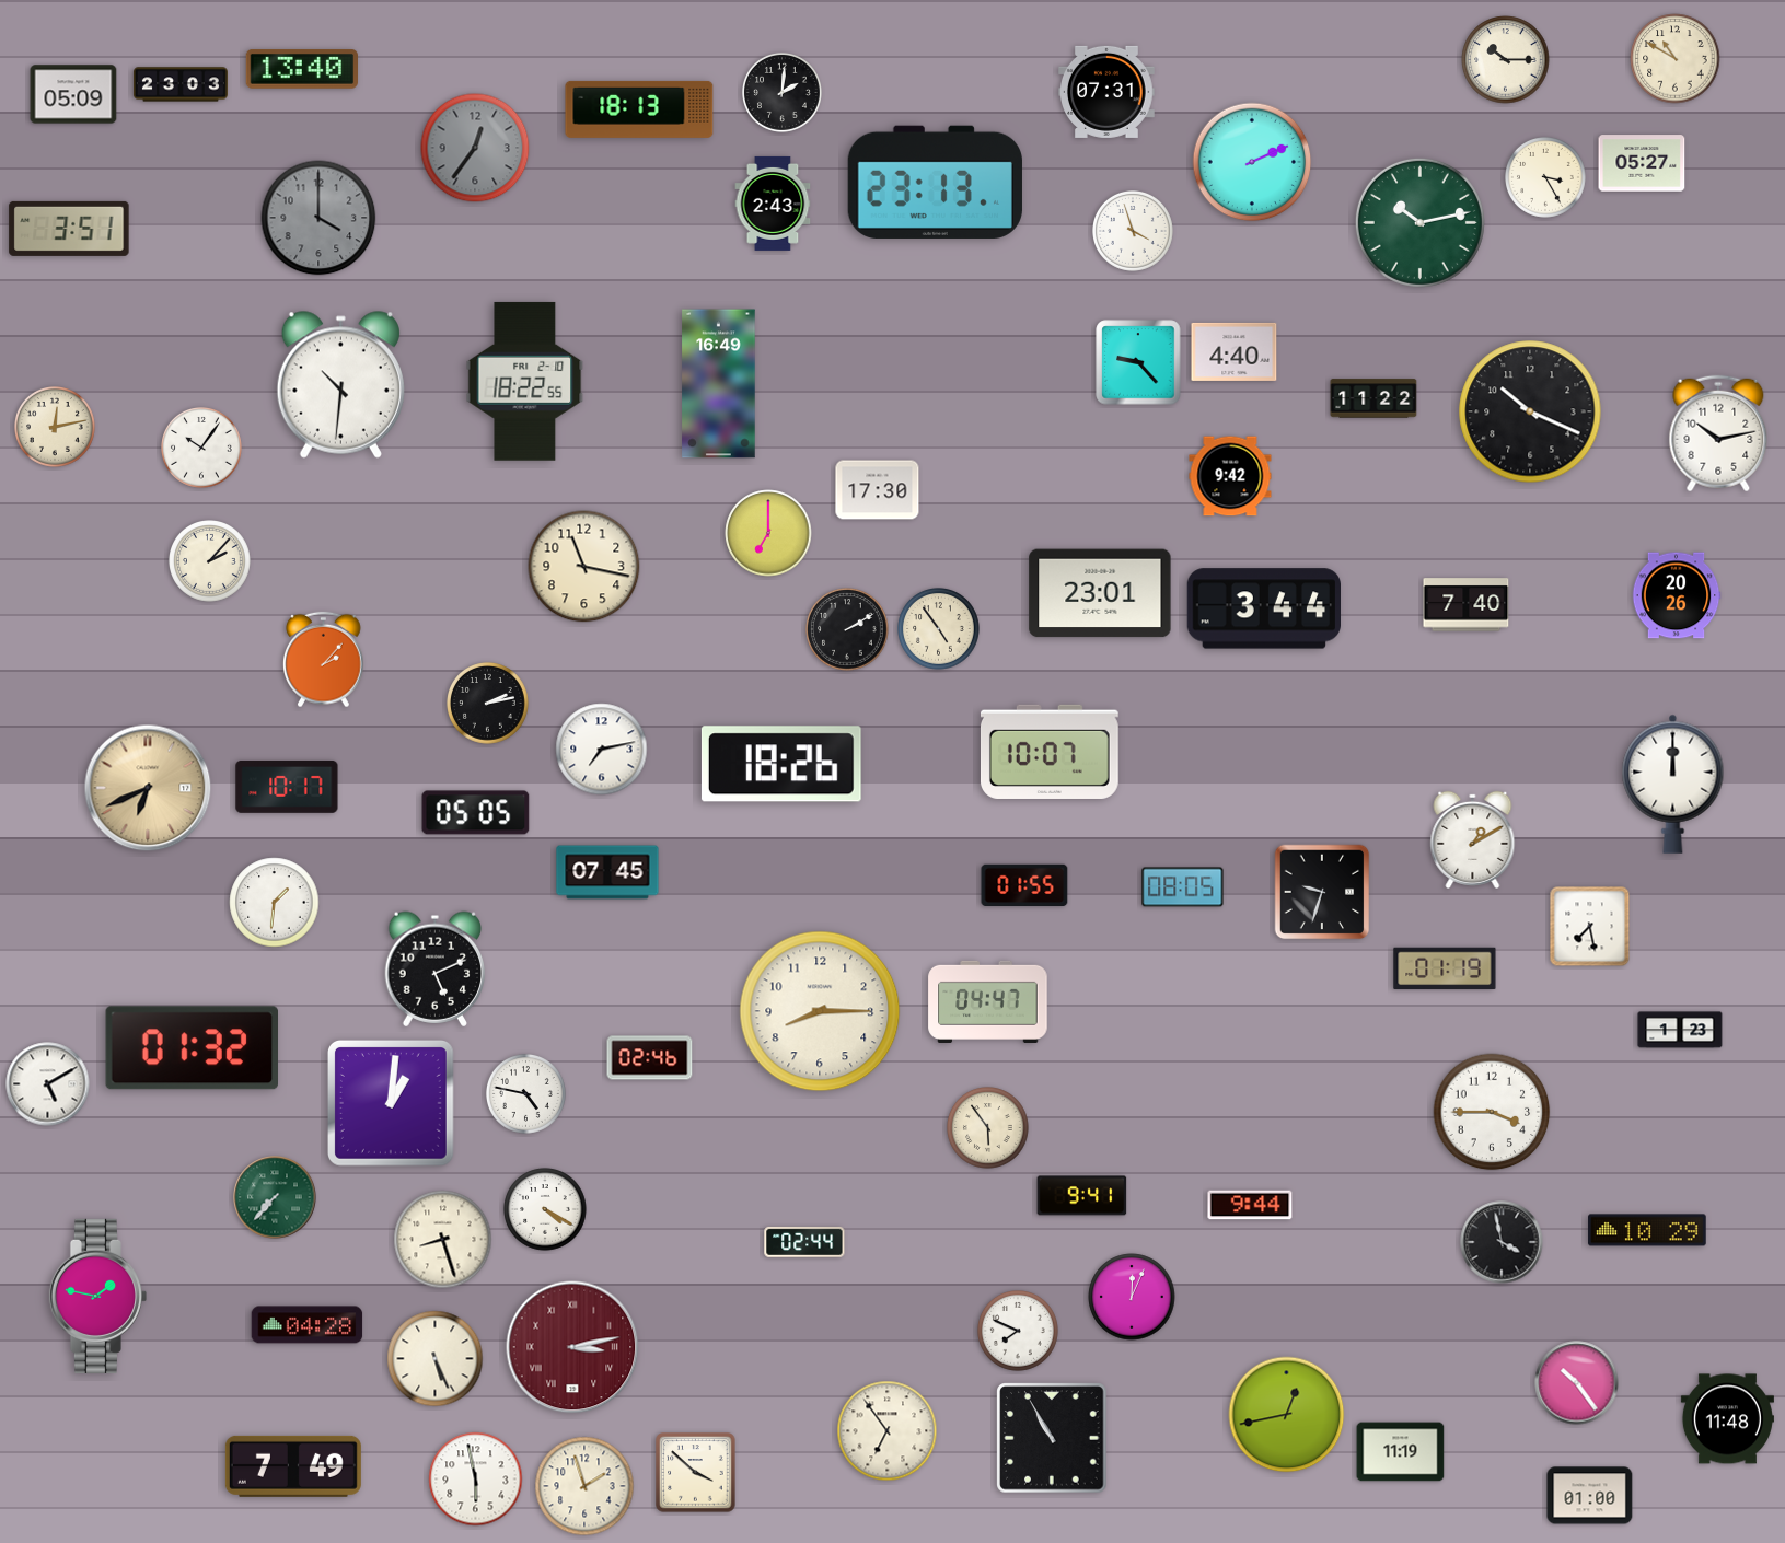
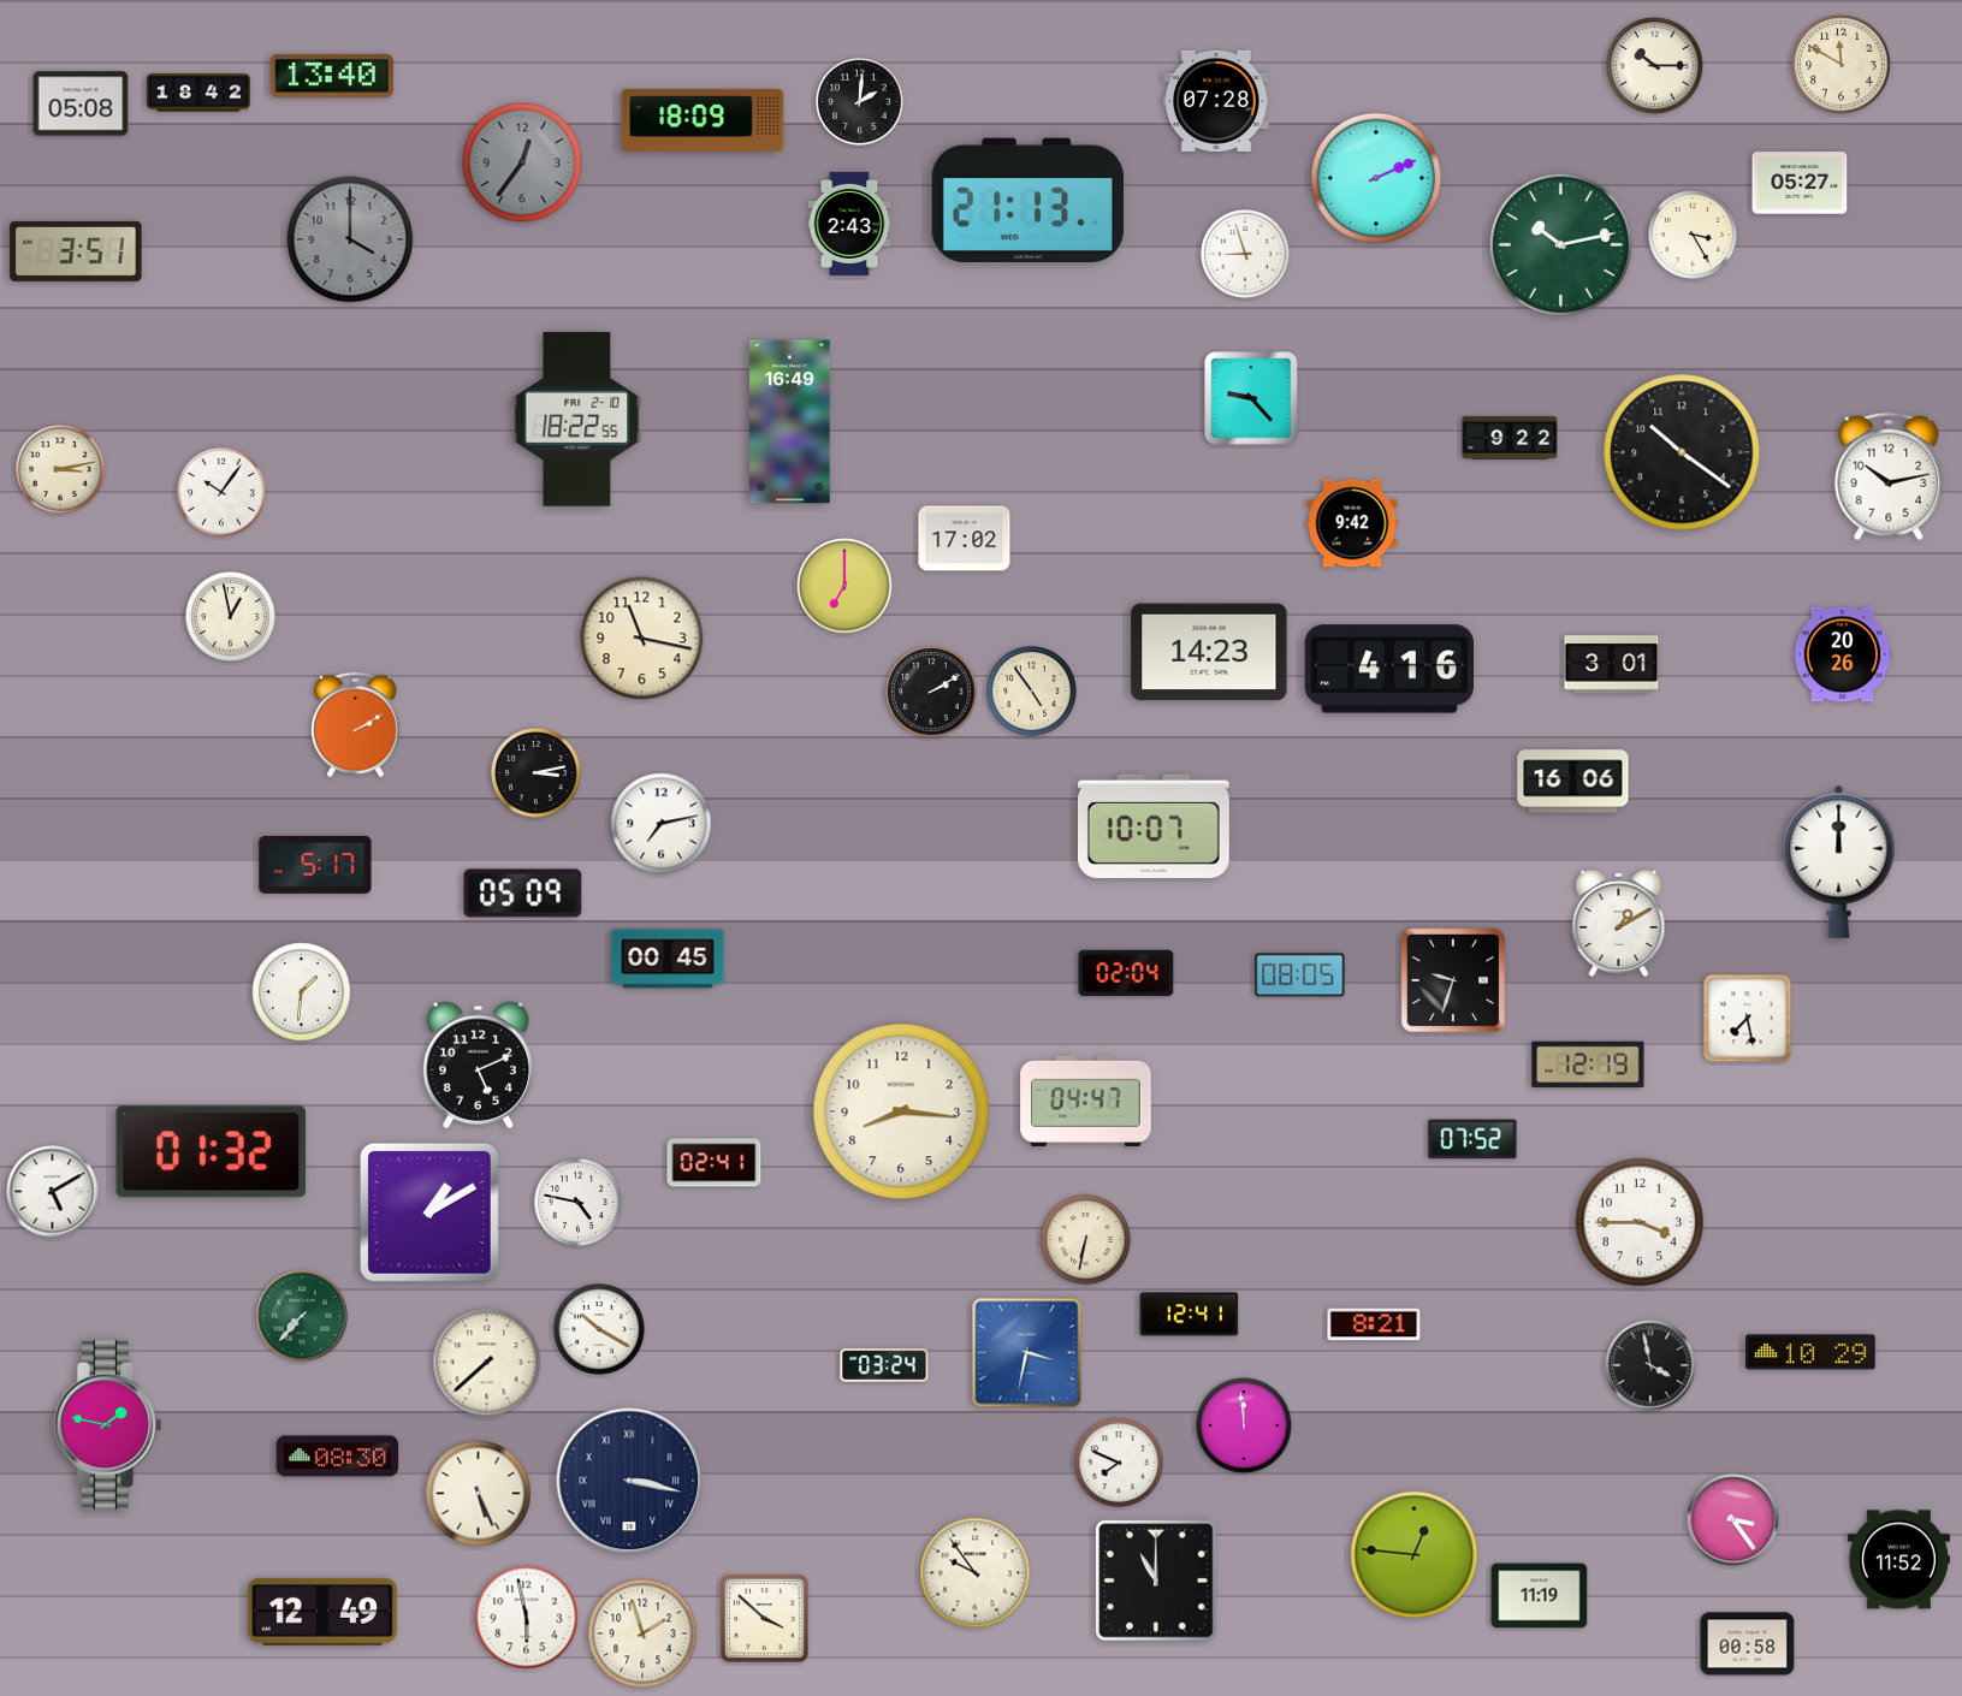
clock at (1676, 59): 10:50 -> 11:50
clock at (181, 84): 23:03 -> 18:42
clock at (1108, 92): 07:31 -> 07:28
clock at (73, 94): 05:09 -> 05:08
clock at (639, 109): 18:13 -> 18:09
clock at (1642, 163) position: (1642, 163) -> (1800, 183)
clock at (1546, 178) position: (1546, 178) -> (1694, 236)
clock at (935, 182): 23:13 -> 21:13
clock at (1134, 232): 3:57 -> 8:57
clock at (1235, 351): 4:40 -> none
clock at (340, 384): 10:31 -> none
clock at (1373, 398): 11:22 -> 9:22
clock at (1530, 411): 10:19 -> 10:21
clock at (56, 428): 12:13 -> 3:13
clock at (878, 490): 17:30 -> 17:02
clock at (210, 561): 2:07 -> 12:58
clock at (584, 567) position: (584, 567) -> (642, 639)
clock at (1100, 593): 23:01 -> 14:23
clock at (1467, 605): 7:40 -> 3:01
clock at (1263, 608): 3:44 -> 4:16
clock at (324, 660): 2:07 -> 2:10
clock at (488, 704): 2:13 -> 3:13
clock at (1573, 782): none -> 16:06
clock at (781, 764): 18:26 -> none
clock at (287, 787): 10:17 -> 5:17
clock at (148, 788): 6:41 -> none
clock at (476, 813): 05:05 -> 05:09
clock at (607, 872): 07:45 -> 00:45
clock at (1024, 885): 01:55 -> 02:04
clock at (1445, 968): 01:19 -> 12:19
clock at (820, 1011): 8:15 -> 8:16
clock at (1680, 1030): 1:23 -> none
clock at (1472, 1139): none -> 07:52
clock at (650, 1058): 02:46 -> 02:41
clock at (391, 1103): 1:01 -> 1:10
clock at (988, 1128): 5:54 -> 6:32
clock at (1082, 1196): 9:41 -> 12:41
clock at (1250, 1205): 9:44 -> 8:21
clock at (545, 1209): 4:20 -> 10:20
clock at (1027, 1353): none -> 3:32
clock at (443, 1240): 8:27 -> 7:38
clock at (804, 1242): 02:44 -> 03:24
clock at (1132, 1297): 12:04 -> 11:59
clock at (308, 1325): 04:28 -> 08:30
clock at (572, 1347): 3:13 -> 3:17
clock at (572, 1347) dial: burgundy -> navy
clock at (1577, 1383): 10:24 -> 3:24
clock at (1287, 1415): 12:43 -> 12:46
clock at (1727, 1419): 11:48 -> 11:52
clock at (888, 1431): 6:54 -> 9:54
clock at (1052, 1438): 10:55 -> 11:00
clock at (293, 1466): 7:49 -> 12:49
clock at (476, 1480) position: (476, 1480) -> (527, 1618)
clock at (1590, 1496): 01:00 -> 00:58
